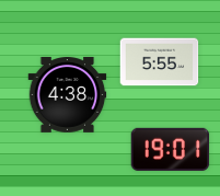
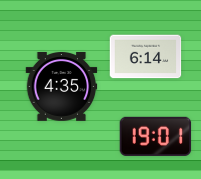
clock at (160, 62): 5:55 -> 6:14
clock at (68, 95): 4:38 -> 4:35
